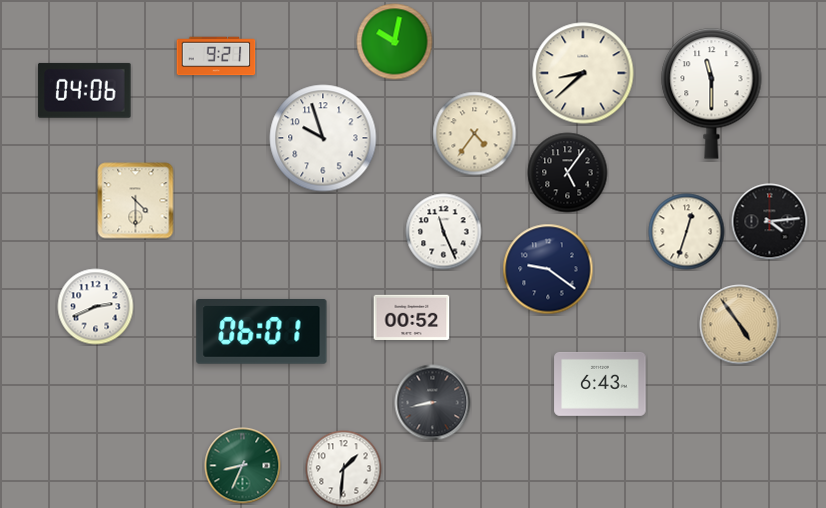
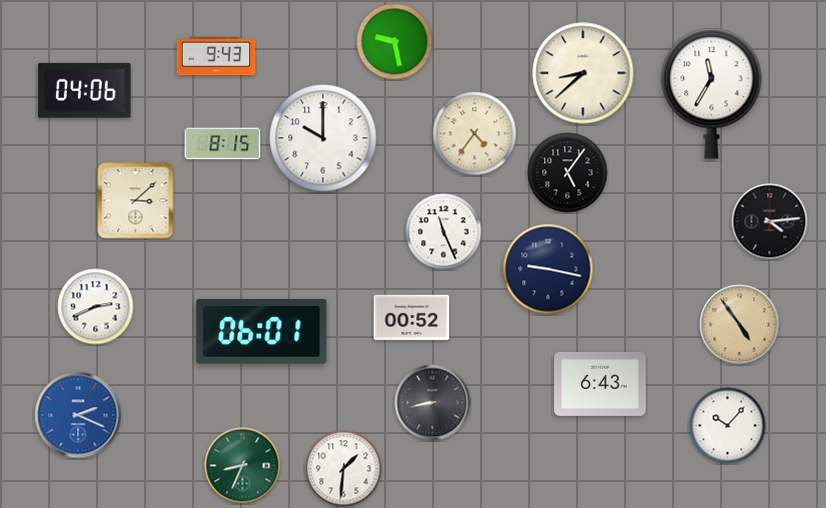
clock at (395, 42): 10:02 -> 9:28
clock at (216, 56): 9:21 -> 9:43
clock at (712, 94): 11:30 -> 11:35
clock at (323, 138): 9:57 -> 10:00
clock at (223, 144): none -> 8:15
clock at (136, 201): 4:30 -> 3:08
clock at (687, 232): 12:33 -> none
clock at (548, 269): 9:21 -> 9:17
clock at (78, 415): none -> 2:19
clock at (728, 426): none -> 10:07
